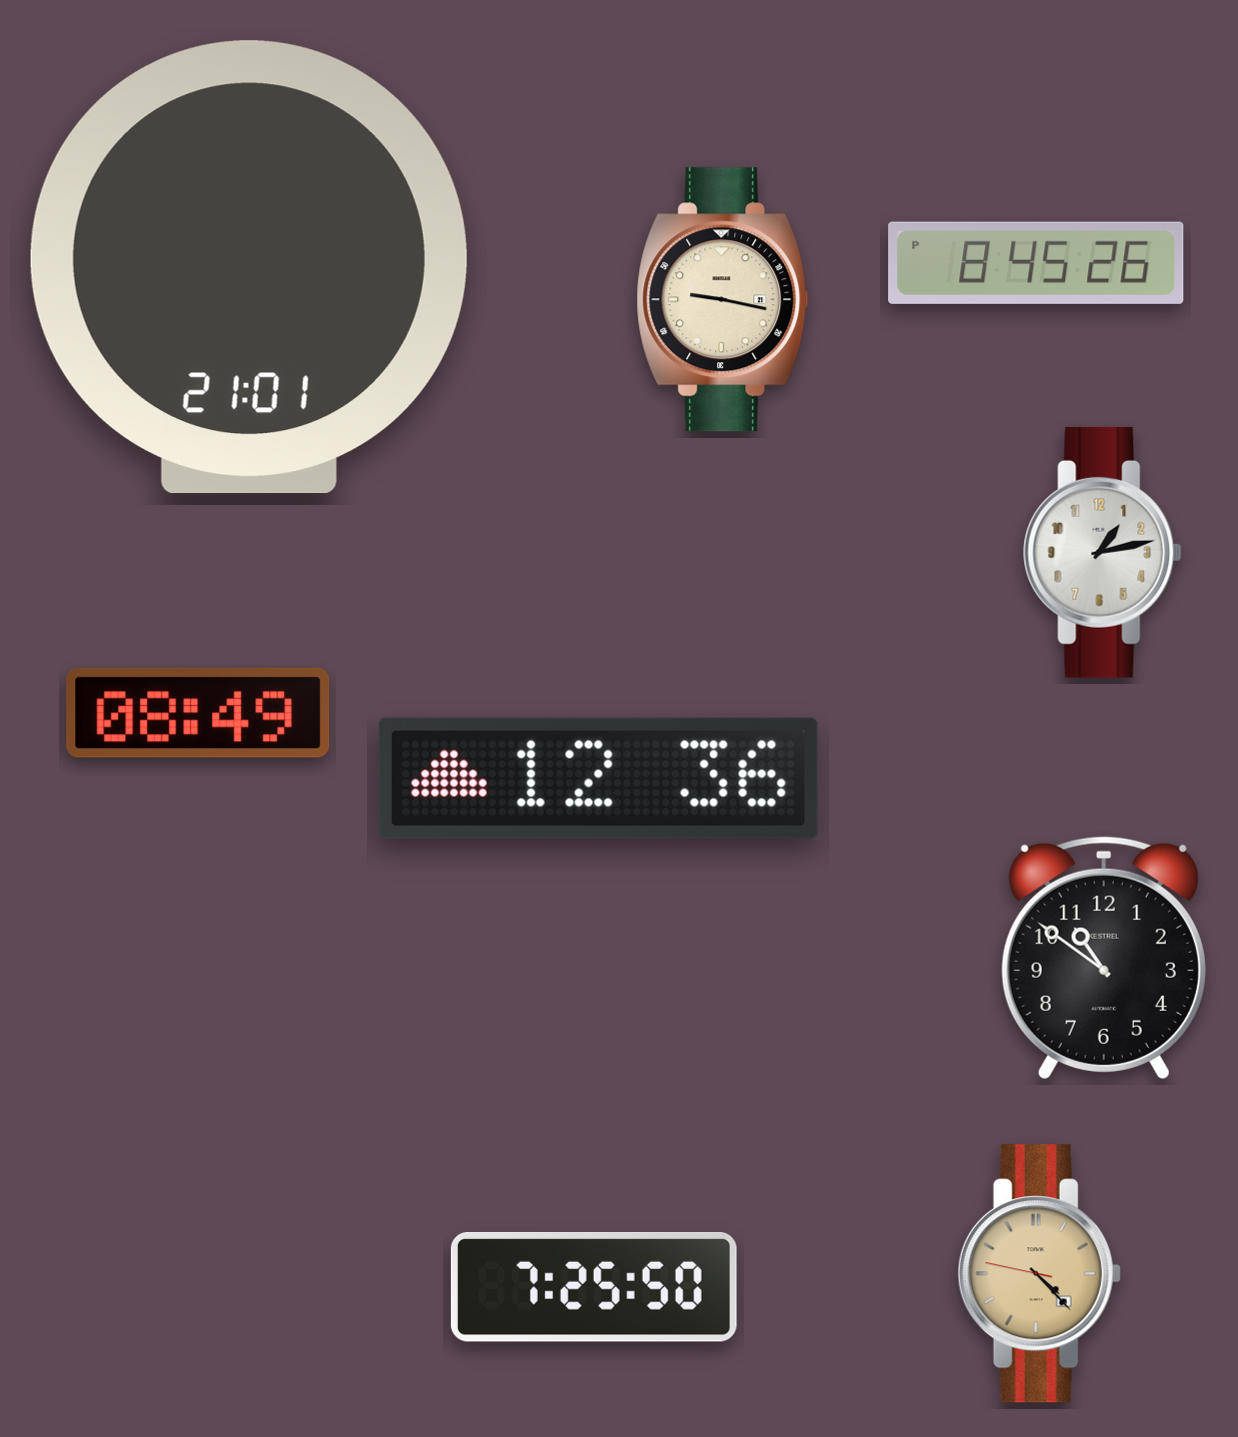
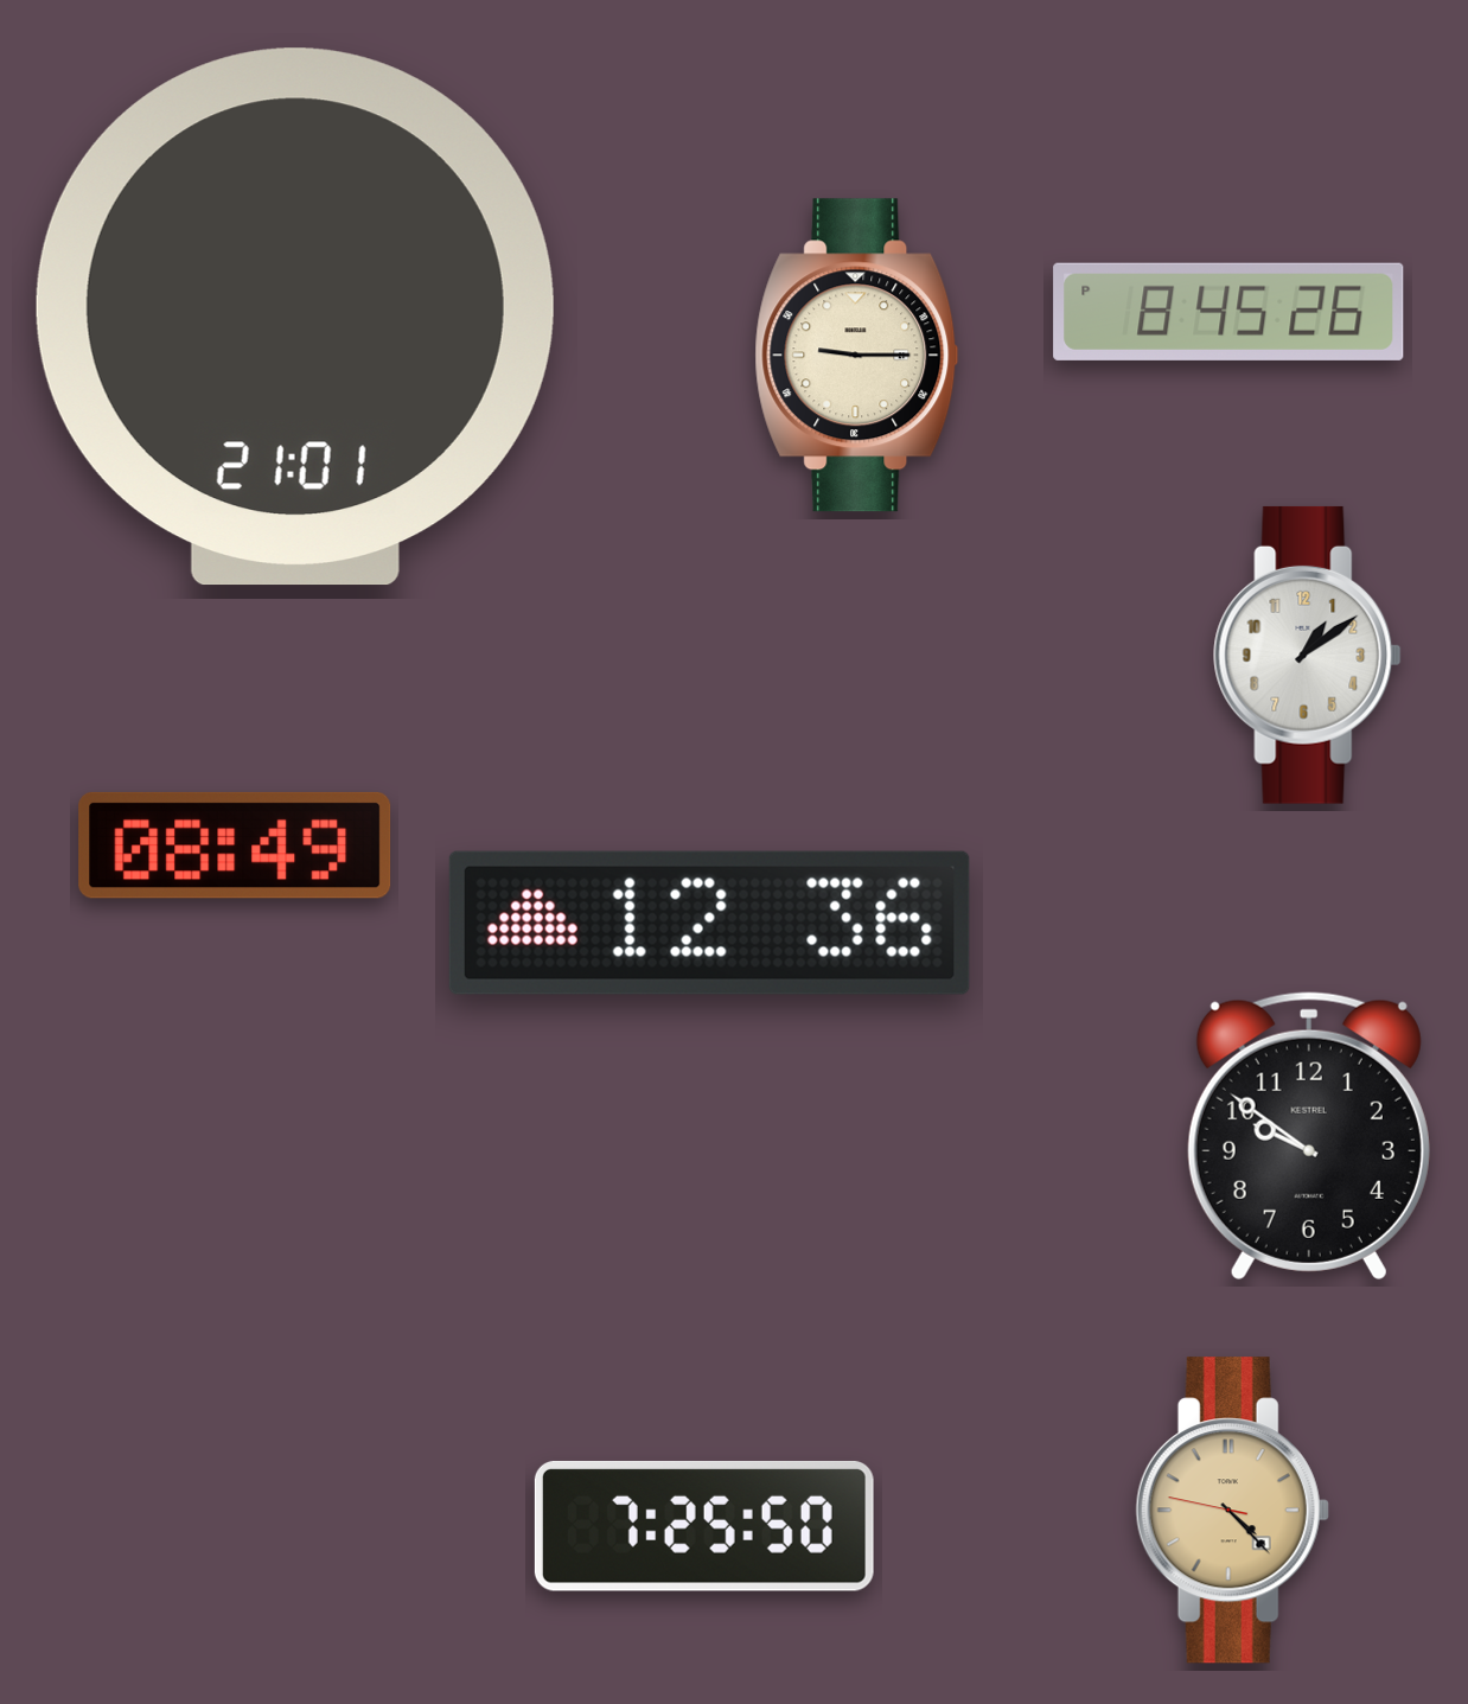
clock at (723, 300): 9:17 -> 9:15
clock at (1103, 552): 1:13 -> 1:09
clock at (1104, 958): 10:51 -> 9:51
